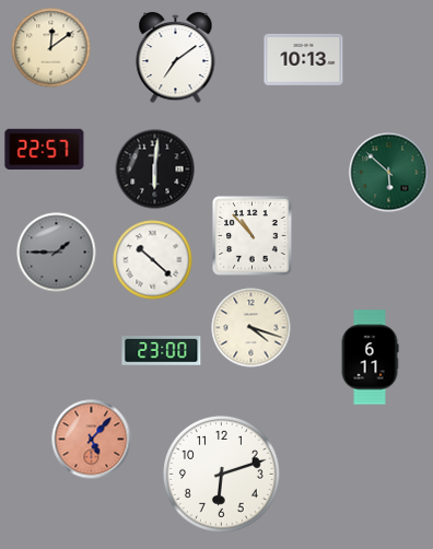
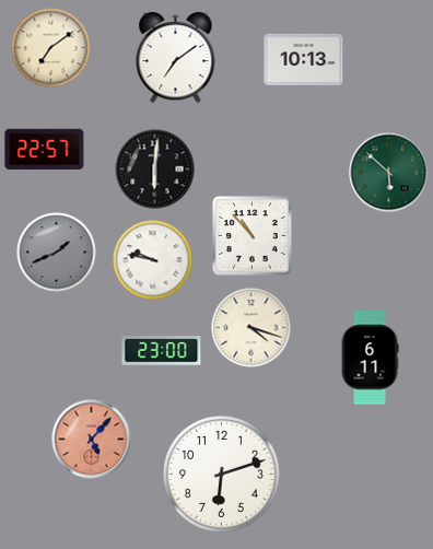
clock at (51, 48): 12:09 -> 7:09
clock at (57, 253): 1:45 -> 1:41
clock at (153, 260): 10:22 -> 9:47
